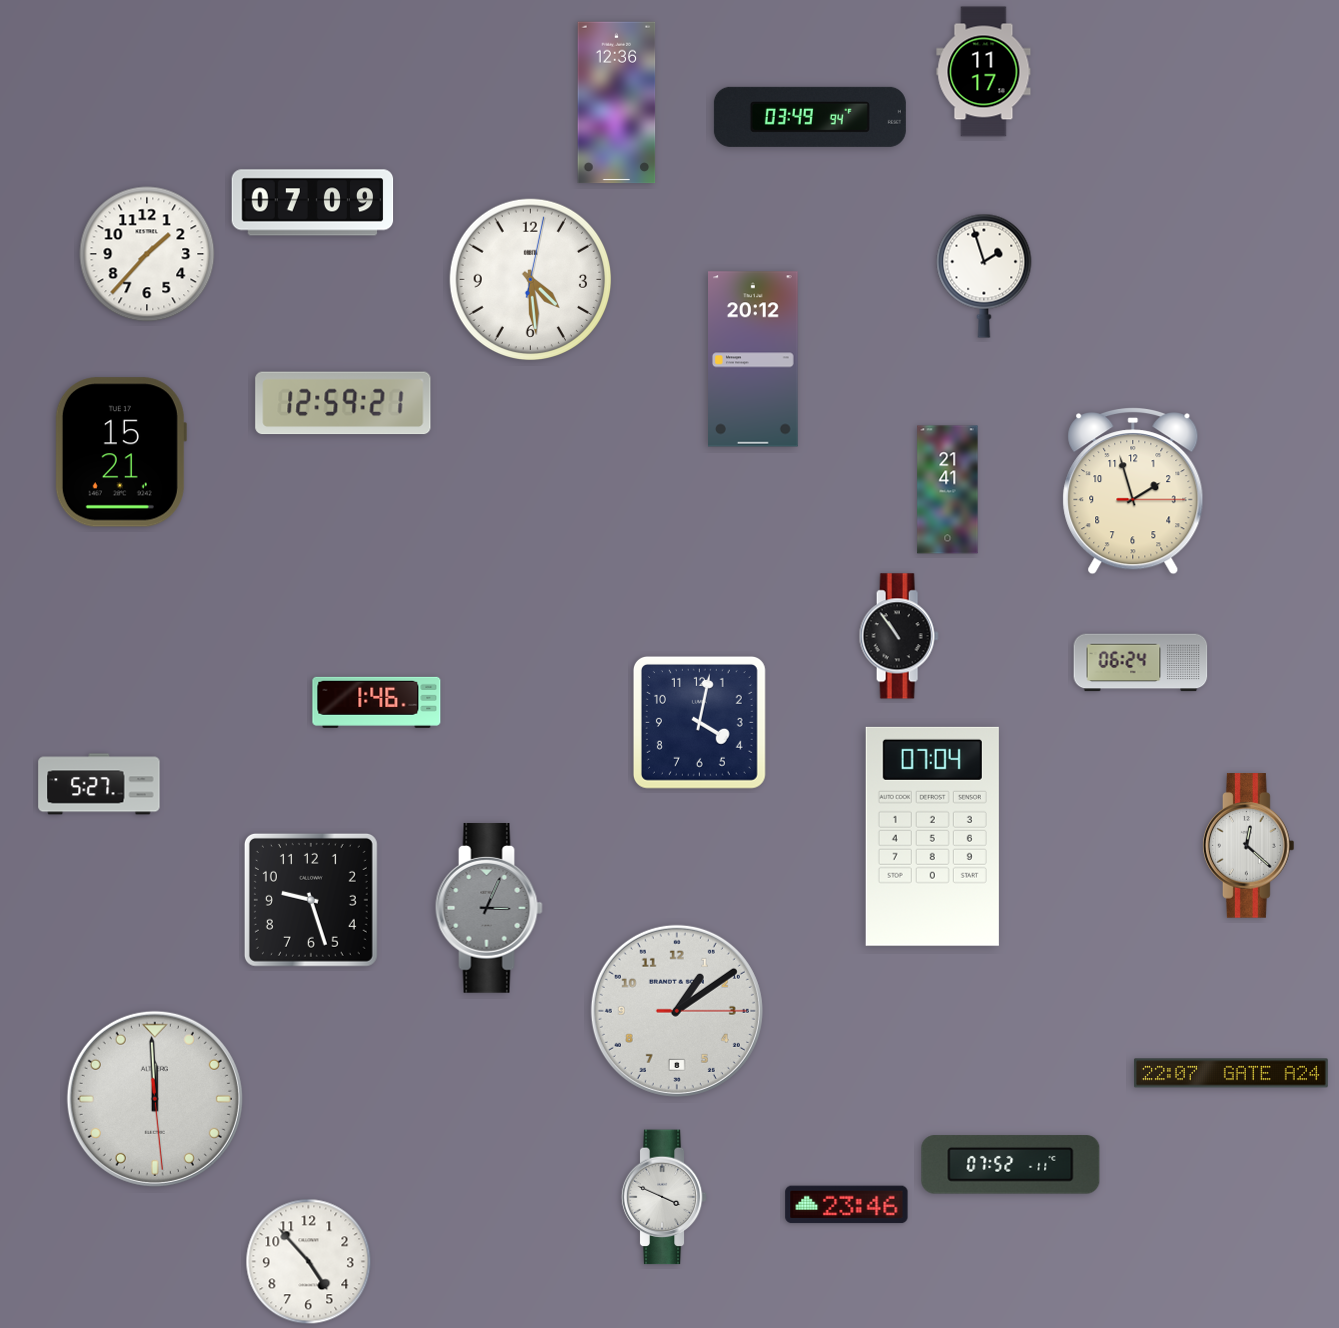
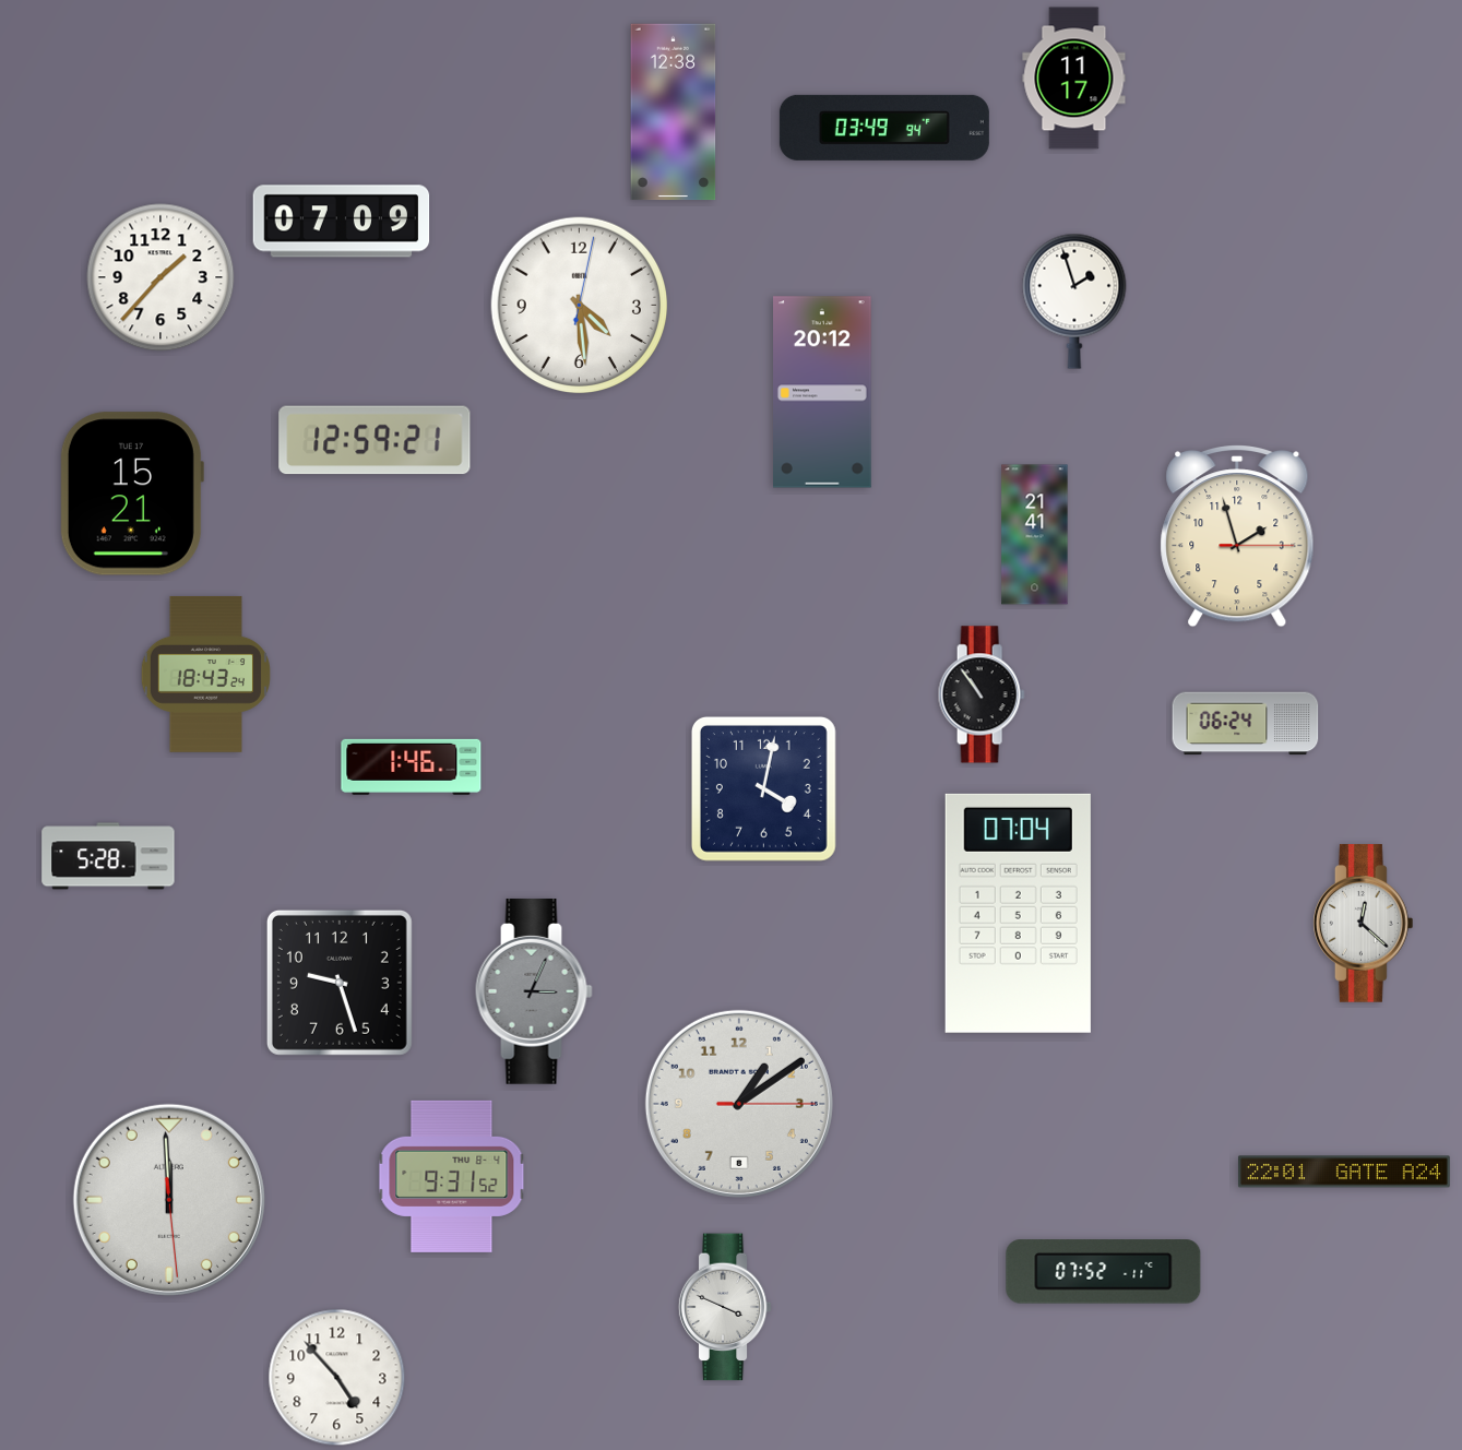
clock at (617, 103): 12:36 -> 12:38
clock at (205, 674): none -> 18:43
clock at (99, 784): 5:27 -> 5:28
clock at (1231, 1073): 22:07 -> 22:01
clock at (452, 1176): none -> 9:31
clock at (847, 1205): 23:46 -> none
